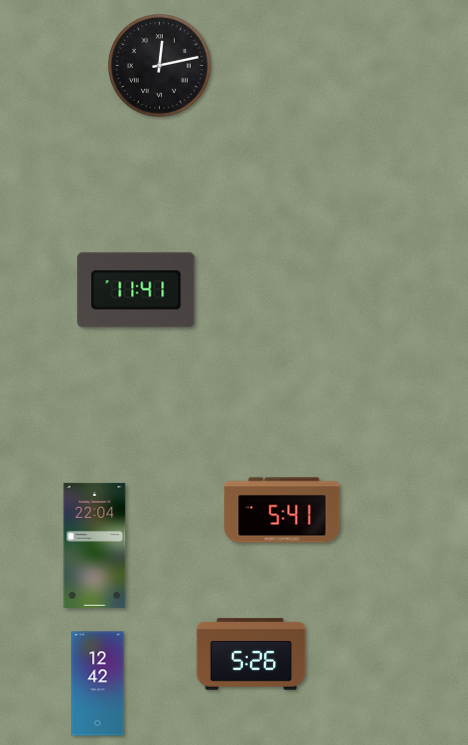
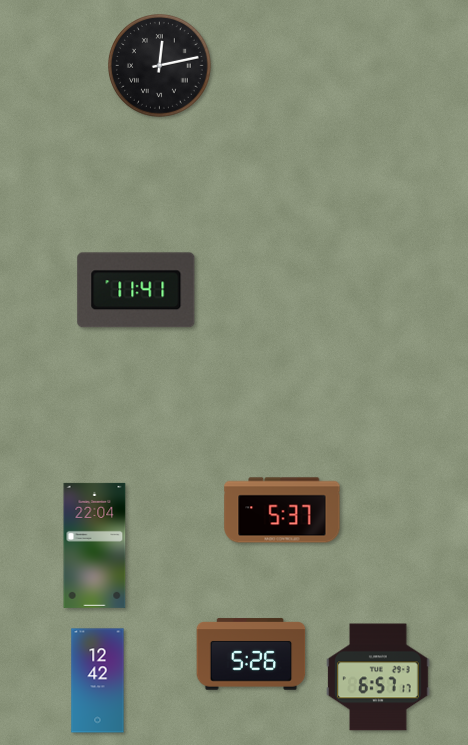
clock at (282, 510): 5:41 -> 5:37
clock at (378, 677): none -> 6:57
clock at (98, 684) position: (98, 684) -> (98, 681)
